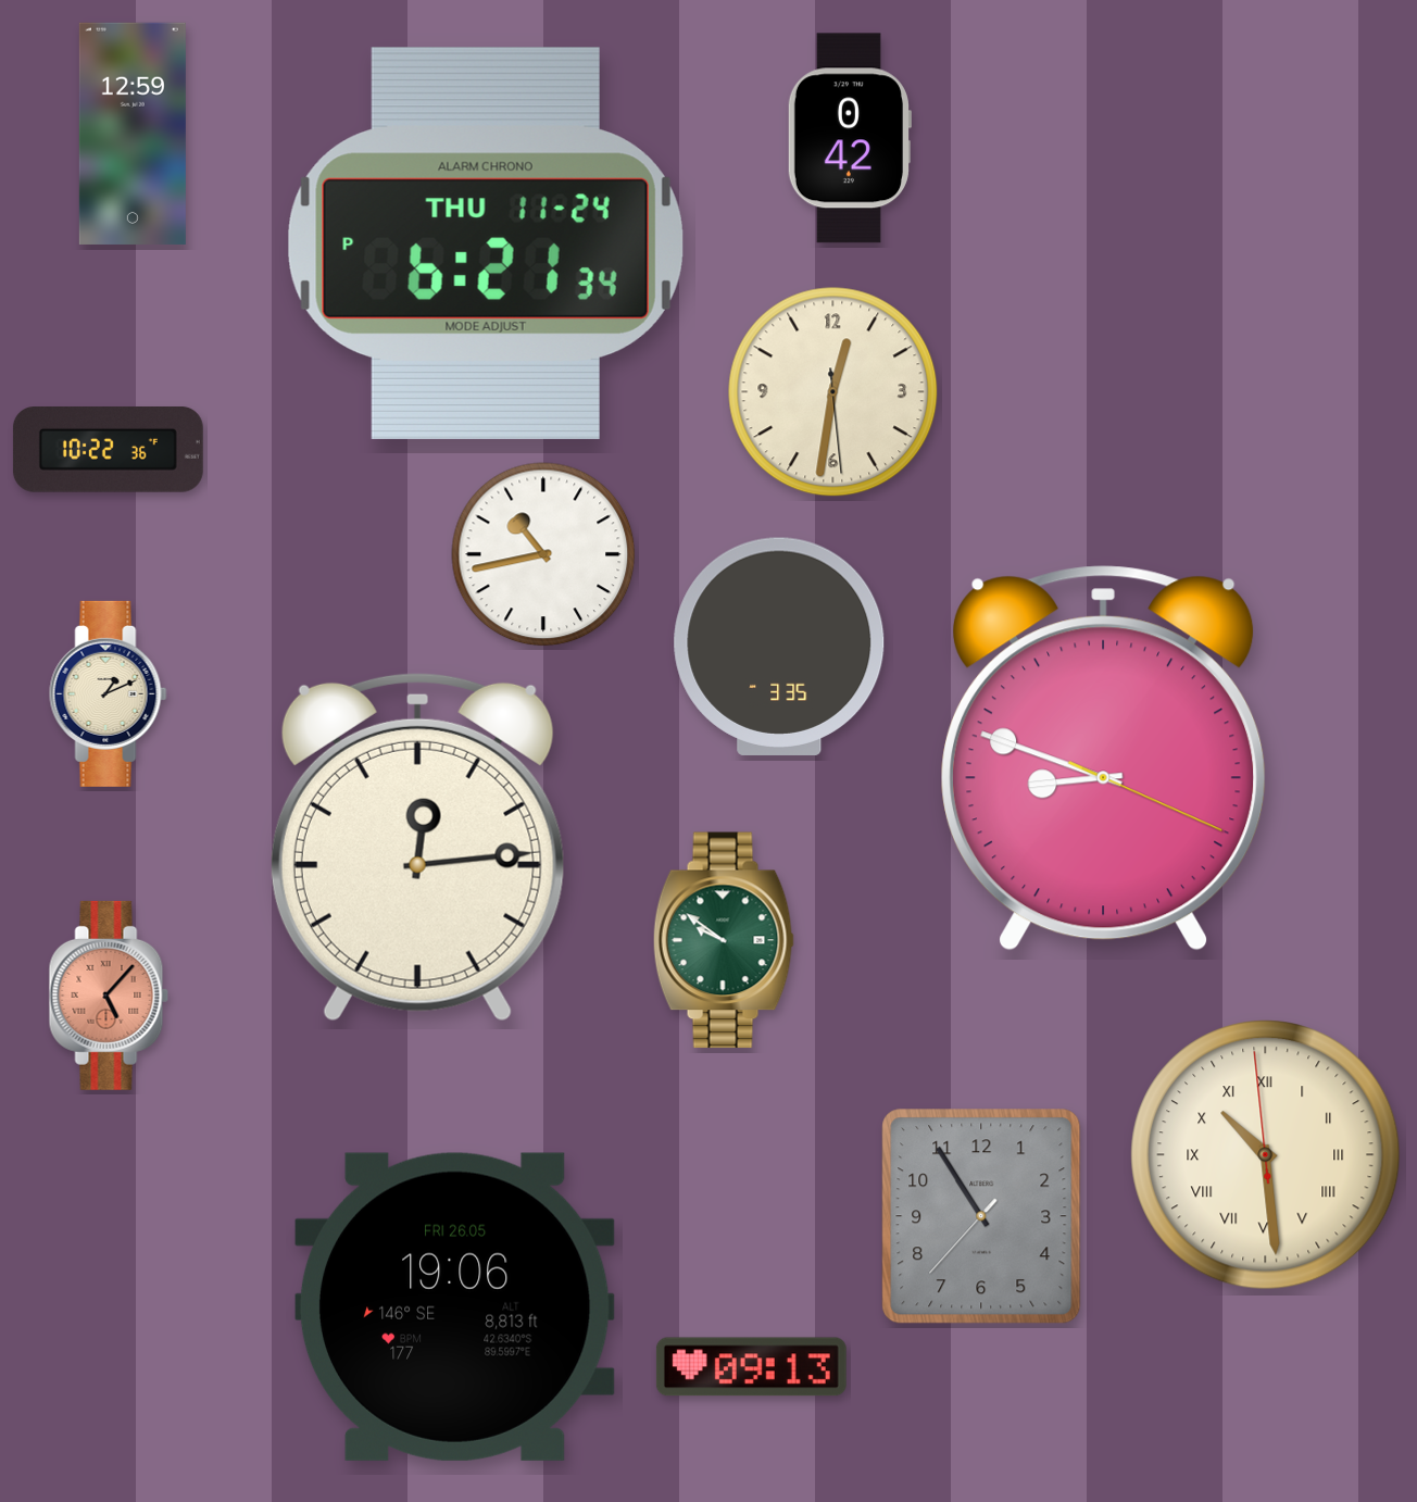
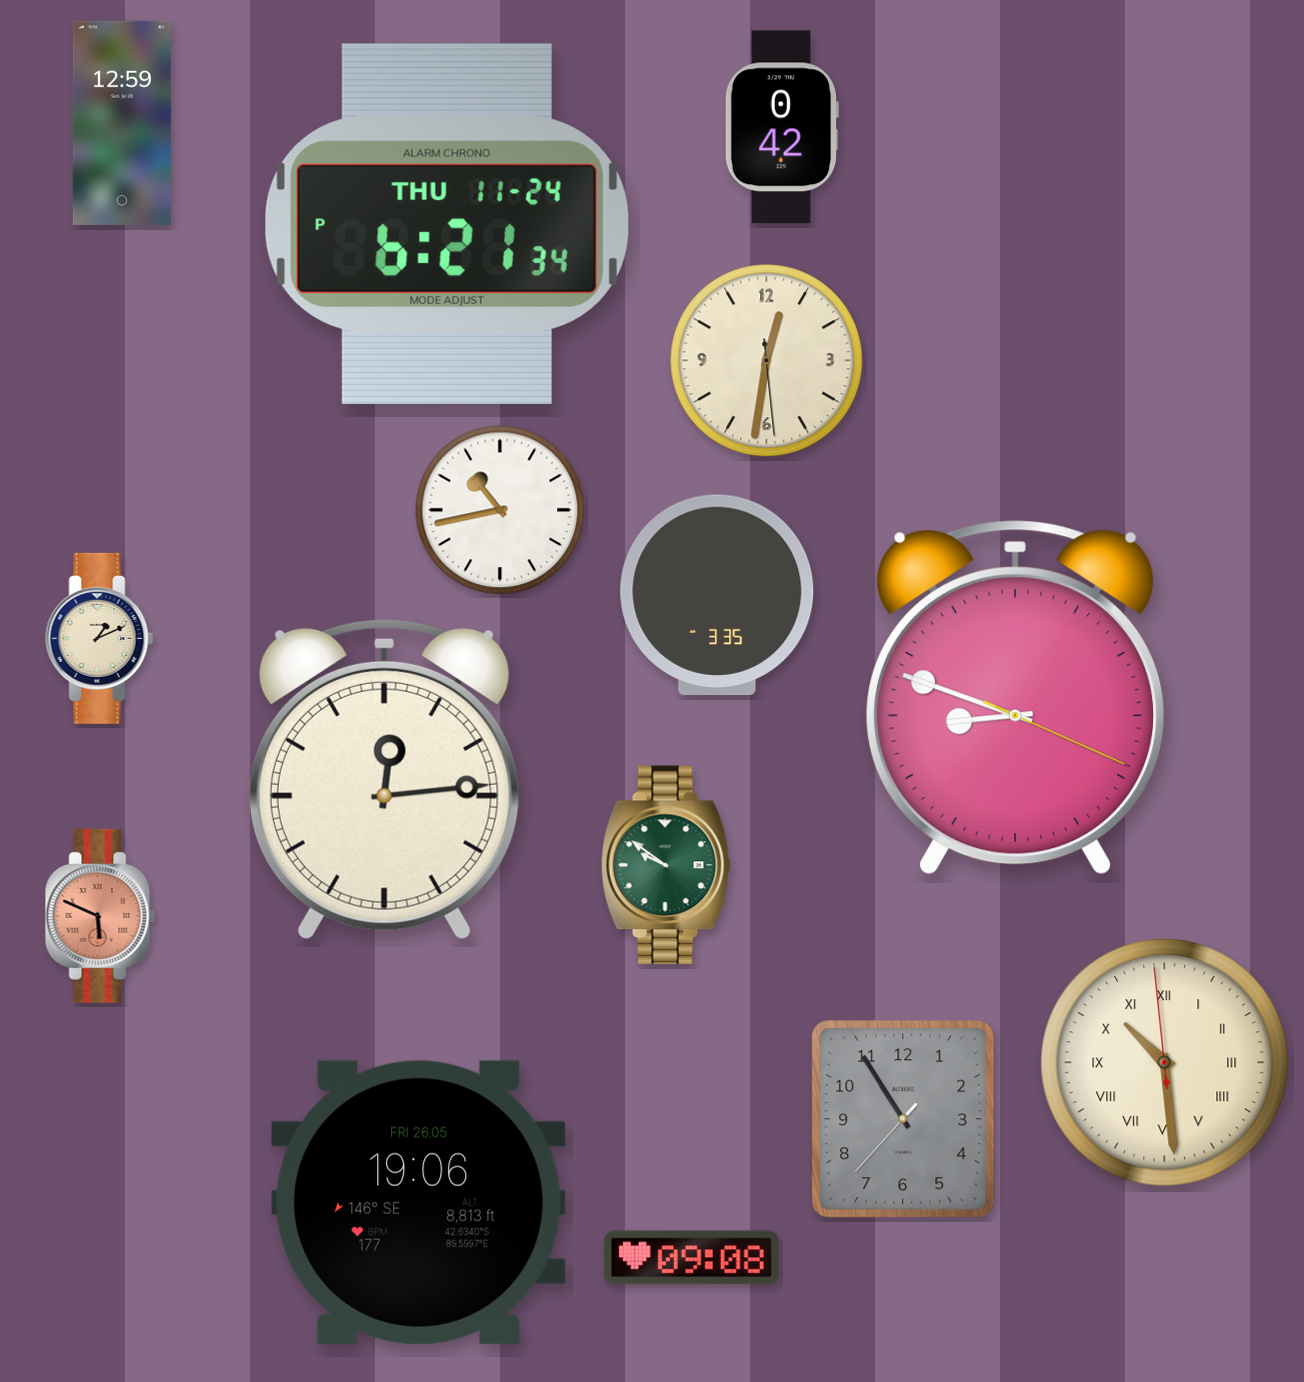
clock at (108, 450): 10:22 -> none
clock at (109, 996): 5:07 -> 5:49
clock at (751, 1367): 09:13 -> 09:08
